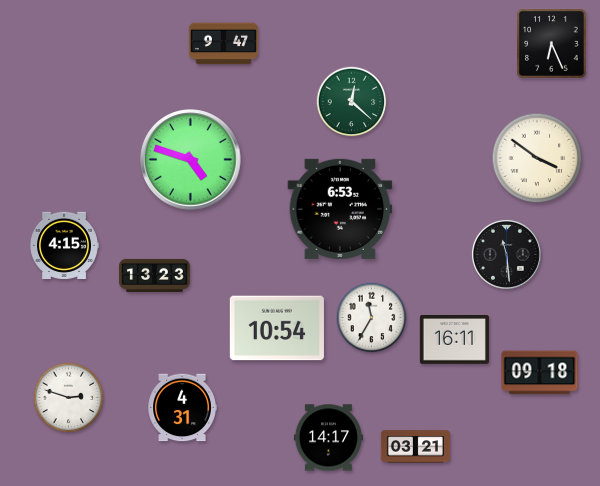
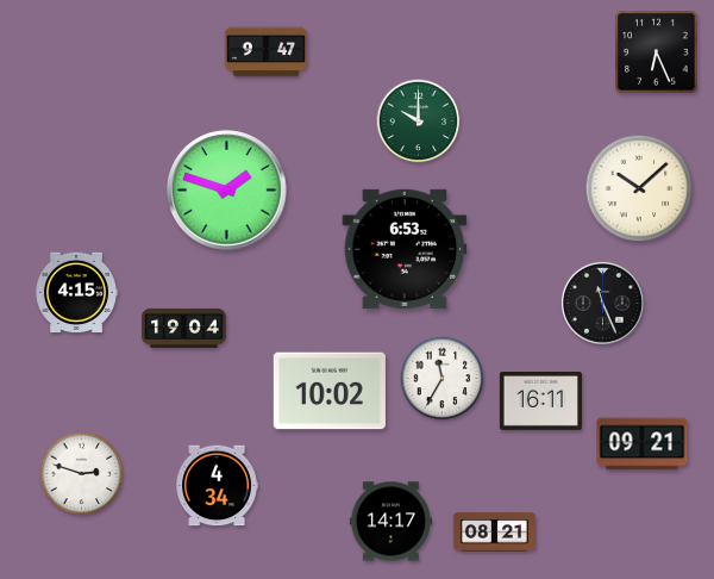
clock at (352, 102): 12:22 -> 10:00
clock at (537, 158): 3:51 -> 10:08
clock at (191, 160): 4:48 -> 1:48
clock at (506, 254): 11:29 -> 11:26
clock at (155, 275): 13:23 -> 19:04
clock at (277, 328): 10:54 -> 10:02
clock at (454, 340) position: (454, 340) -> (540, 401)
clock at (540, 373): 09:18 -> 09:21
clock at (182, 408): 4:31 -> 4:34
clock at (415, 447): 03:21 -> 08:21
